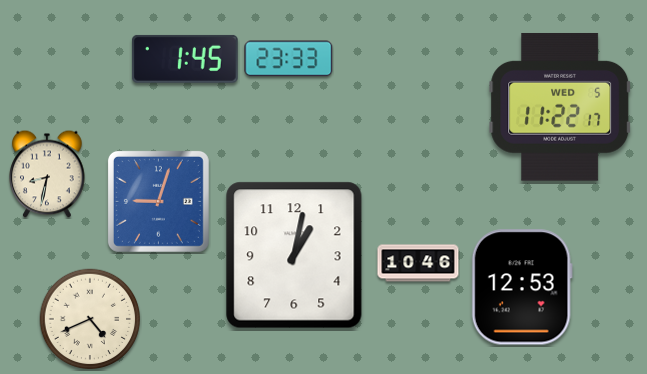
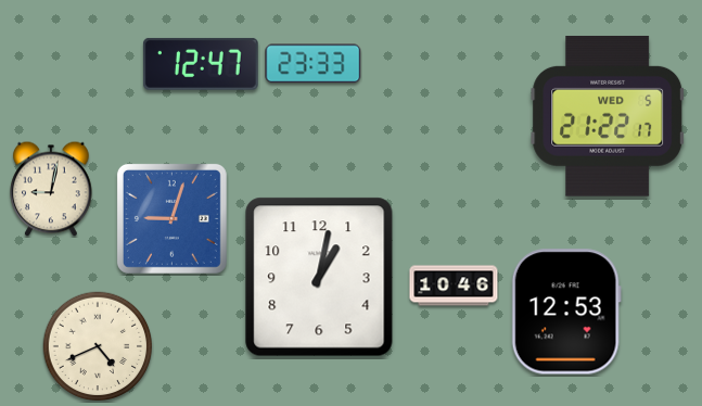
clock at (185, 59): 1:45 -> 12:47
clock at (560, 107): 11:22 -> 21:22
clock at (47, 174): 8:32 -> 9:02
